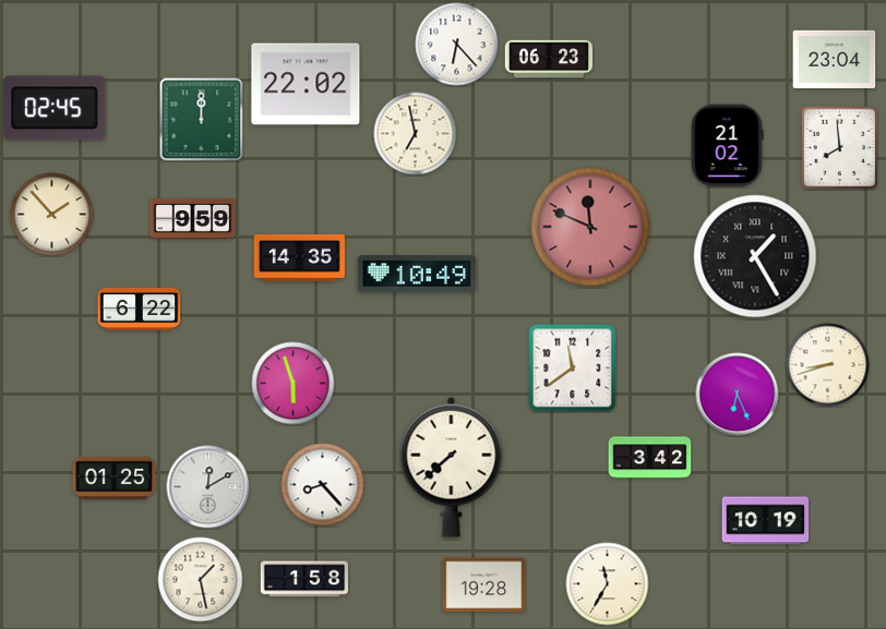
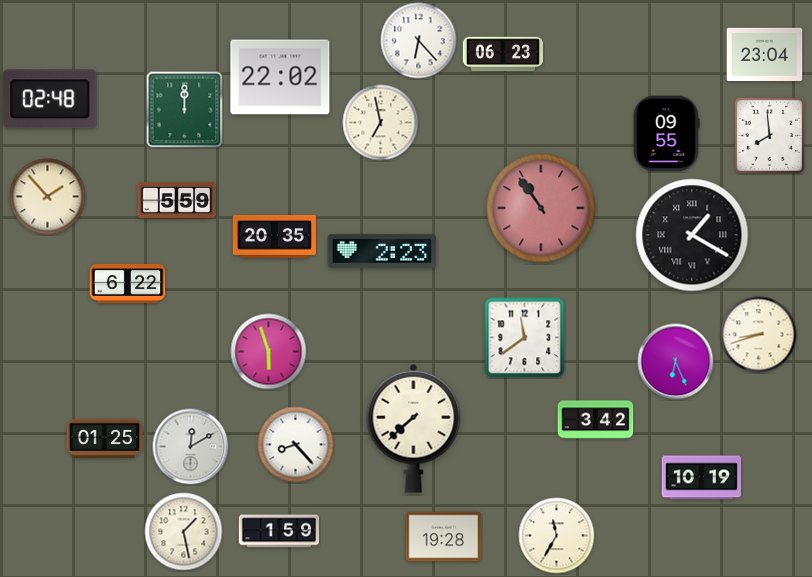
clock at (55, 108): 02:45 -> 02:48
clock at (727, 146): 21:02 -> 09:55
clock at (193, 219): 9:59 -> 5:59
clock at (590, 227): 11:49 -> 10:54
clock at (755, 256): 1:25 -> 1:20
clock at (299, 258): 14:35 -> 20:35
clock at (417, 274): 10:49 -> 2:23
clock at (303, 579): 1:58 -> 1:59
